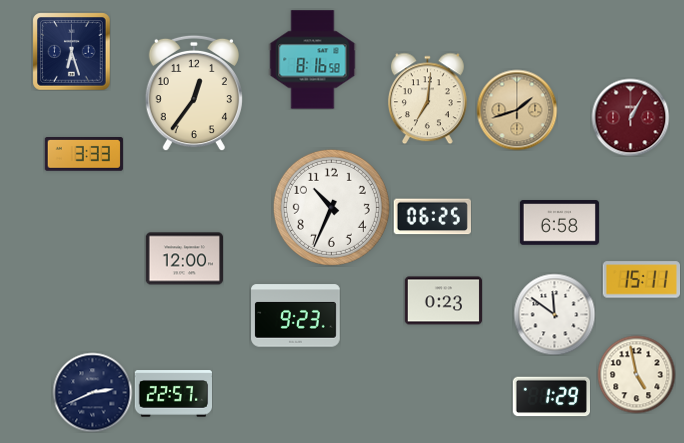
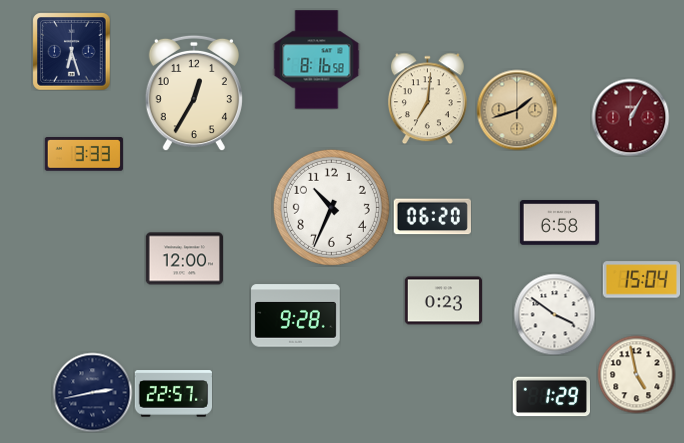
clock at (313, 60) position: (313, 60) -> (317, 60)
clock at (194, 93): 12:36 -> 12:35
clock at (432, 217): 06:25 -> 06:20
clock at (641, 280): 15:11 -> 15:04
clock at (554, 314): 11:51 -> 3:51
clock at (296, 316): 9:23 -> 9:28
clock at (92, 392): 2:41 -> 2:43
